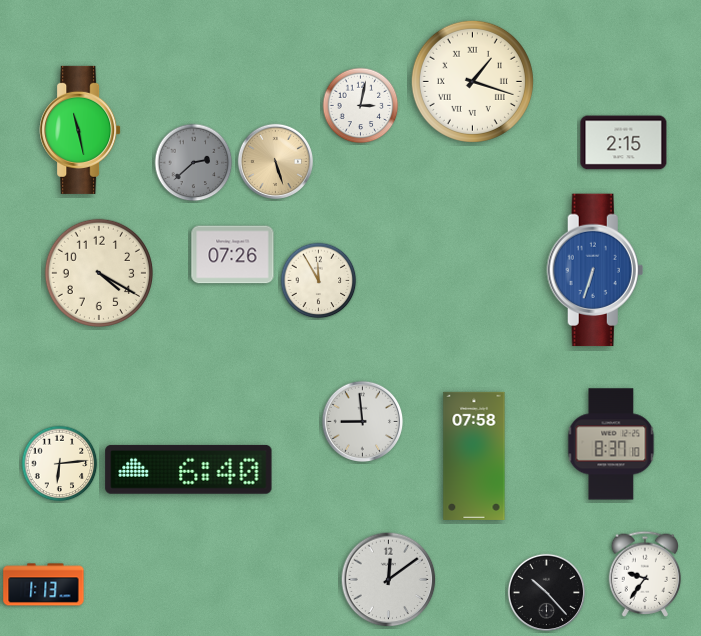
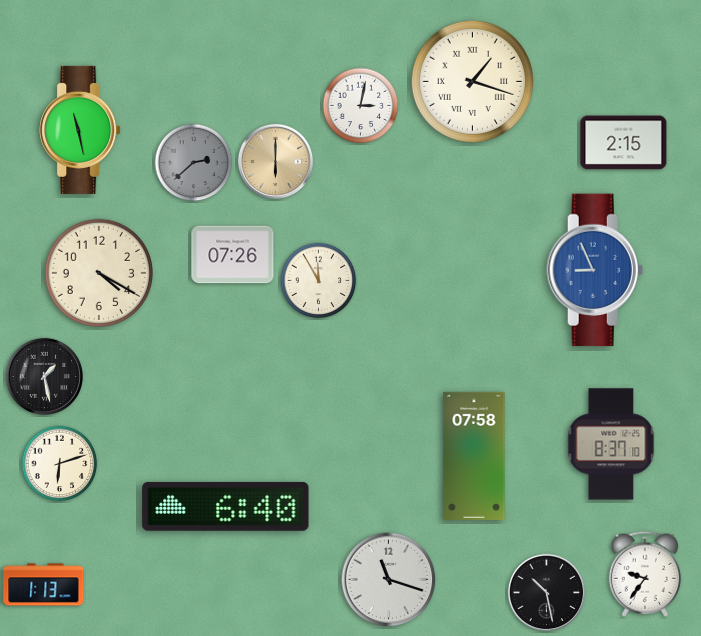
clock at (275, 161): 5:27 -> 6:00
clock at (595, 270): 6:33 -> 8:56
clock at (44, 376): none -> 1:28
clock at (363, 422): 8:59 -> none
clock at (60, 464): 6:14 -> 6:12
clock at (189, 469) position: (189, 469) -> (226, 506)
clock at (389, 580): 12:09 -> 11:18
clock at (546, 592): 10:23 -> 10:28
